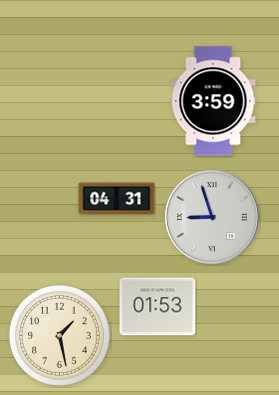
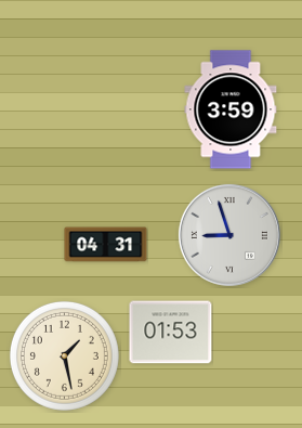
clock at (117, 199) position: (117, 199) -> (106, 245)
clock at (59, 335) position: (59, 335) -> (64, 355)
